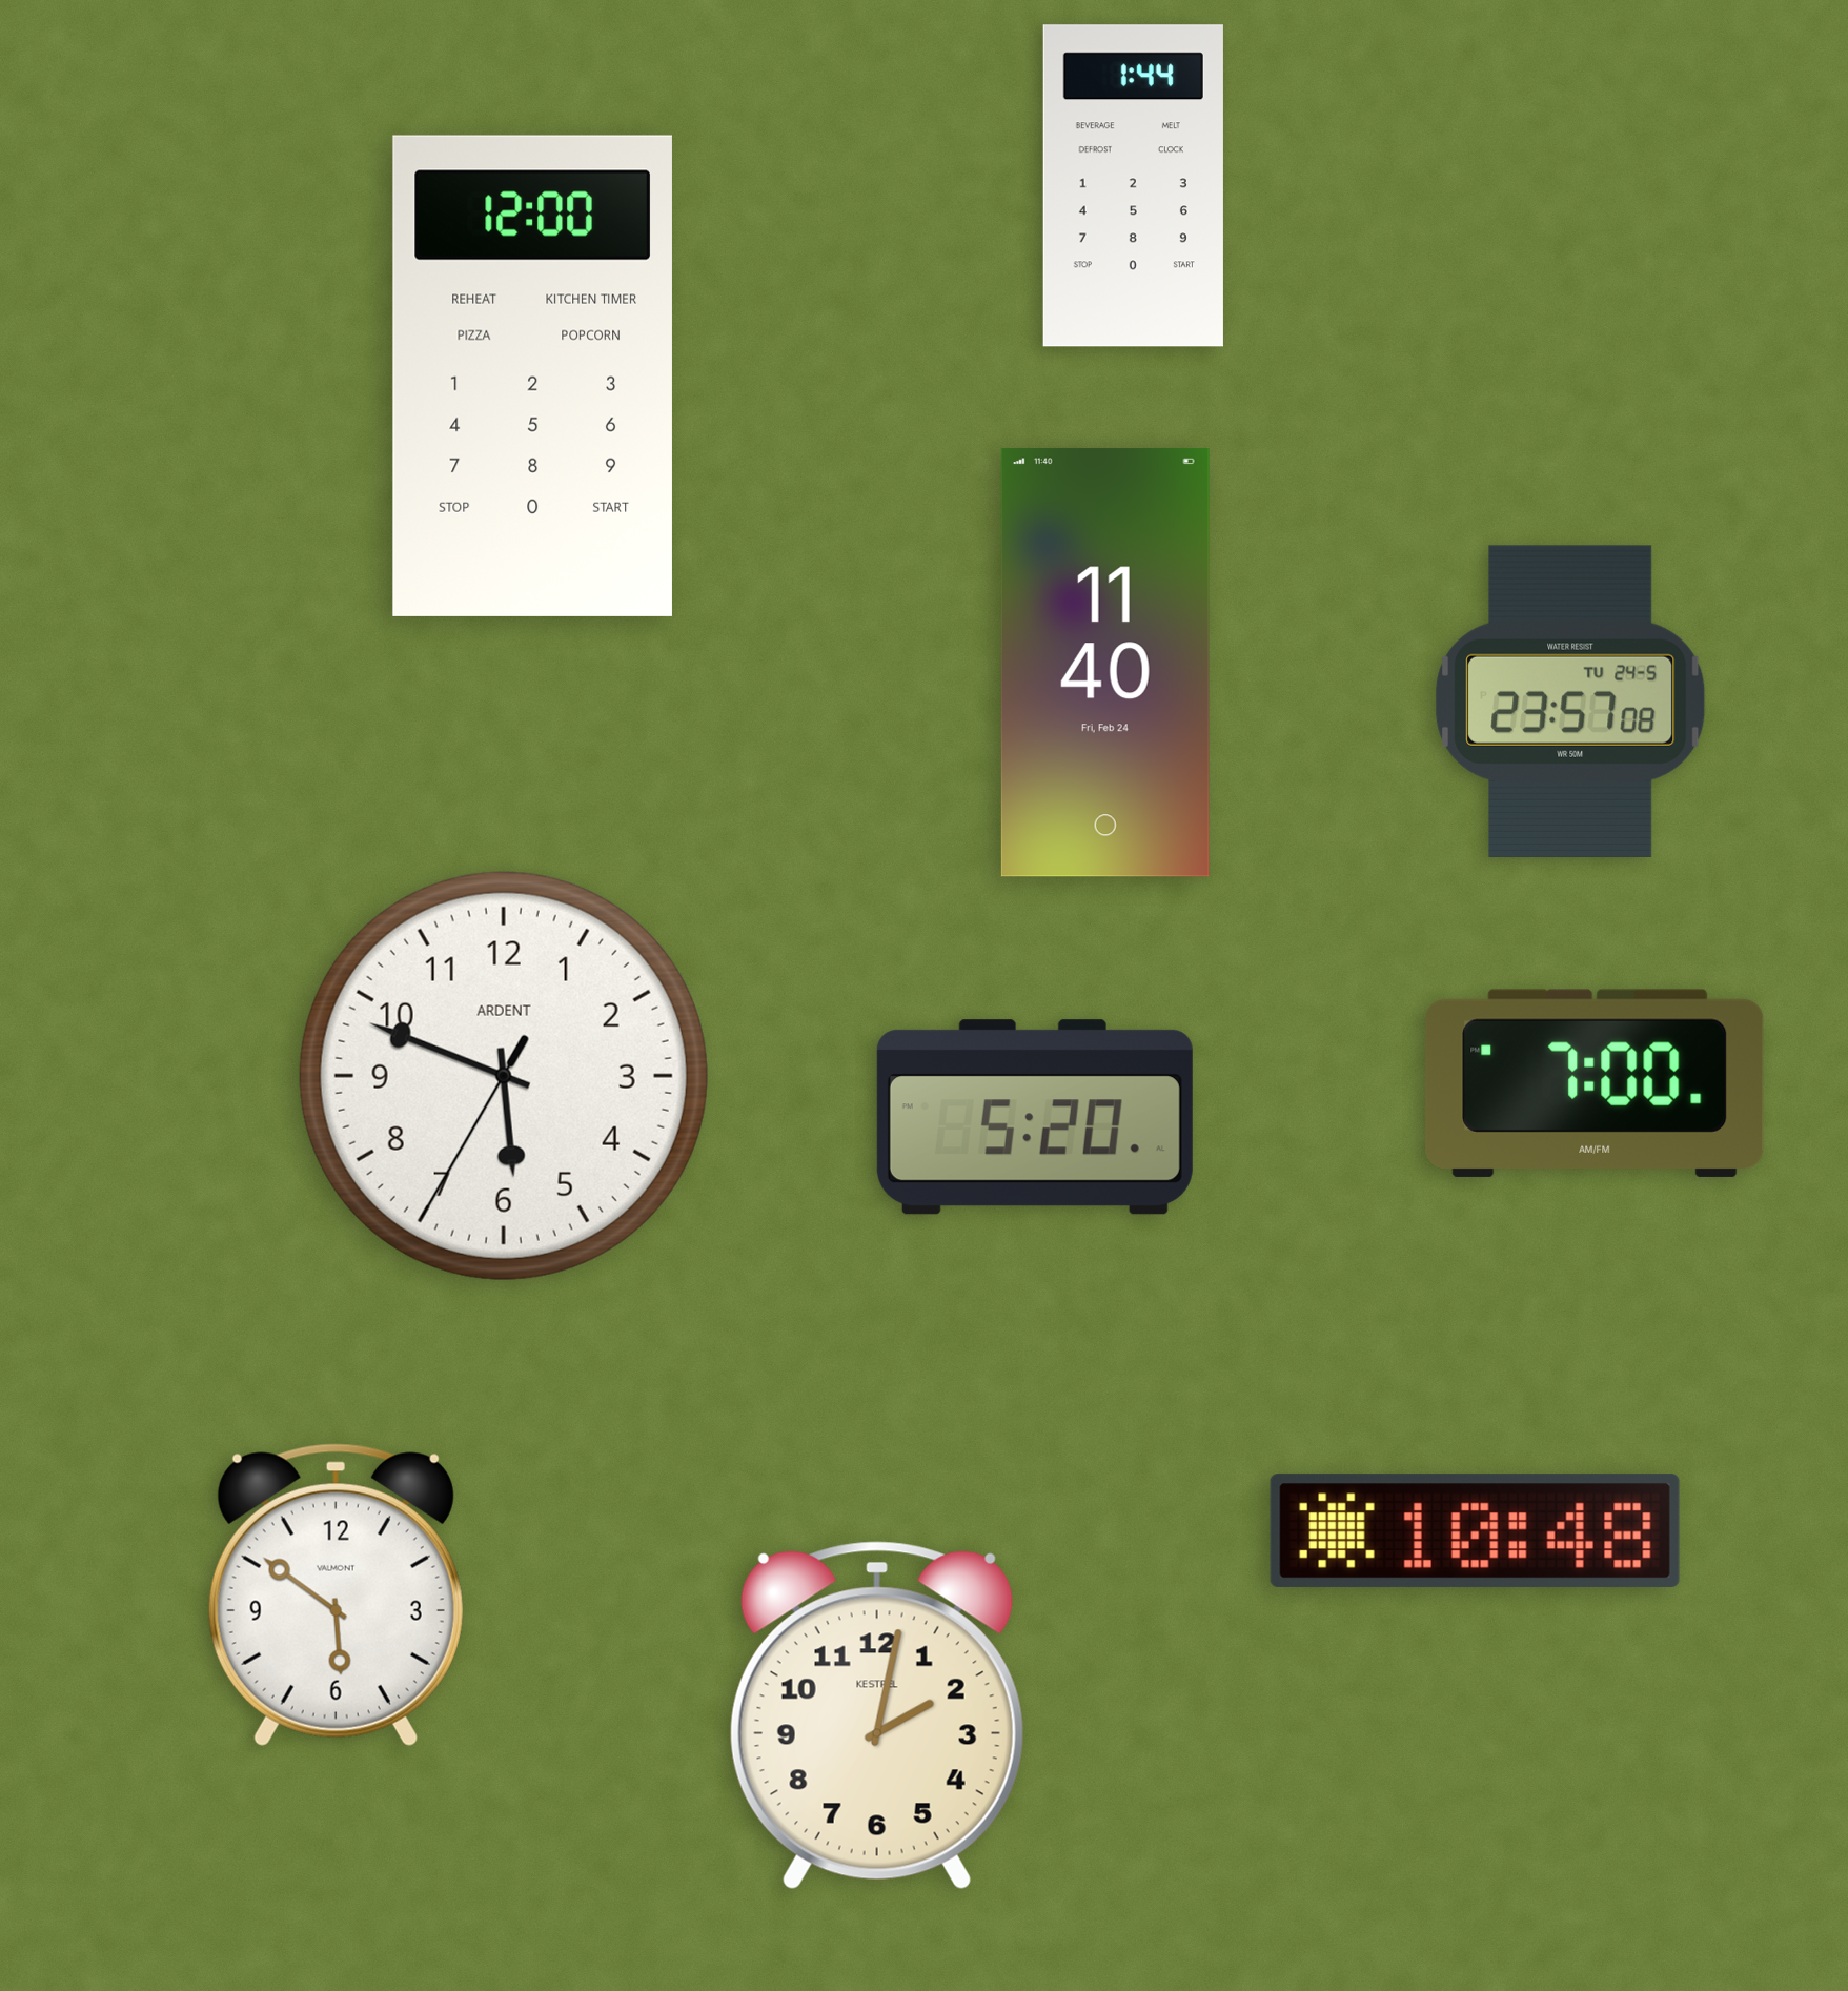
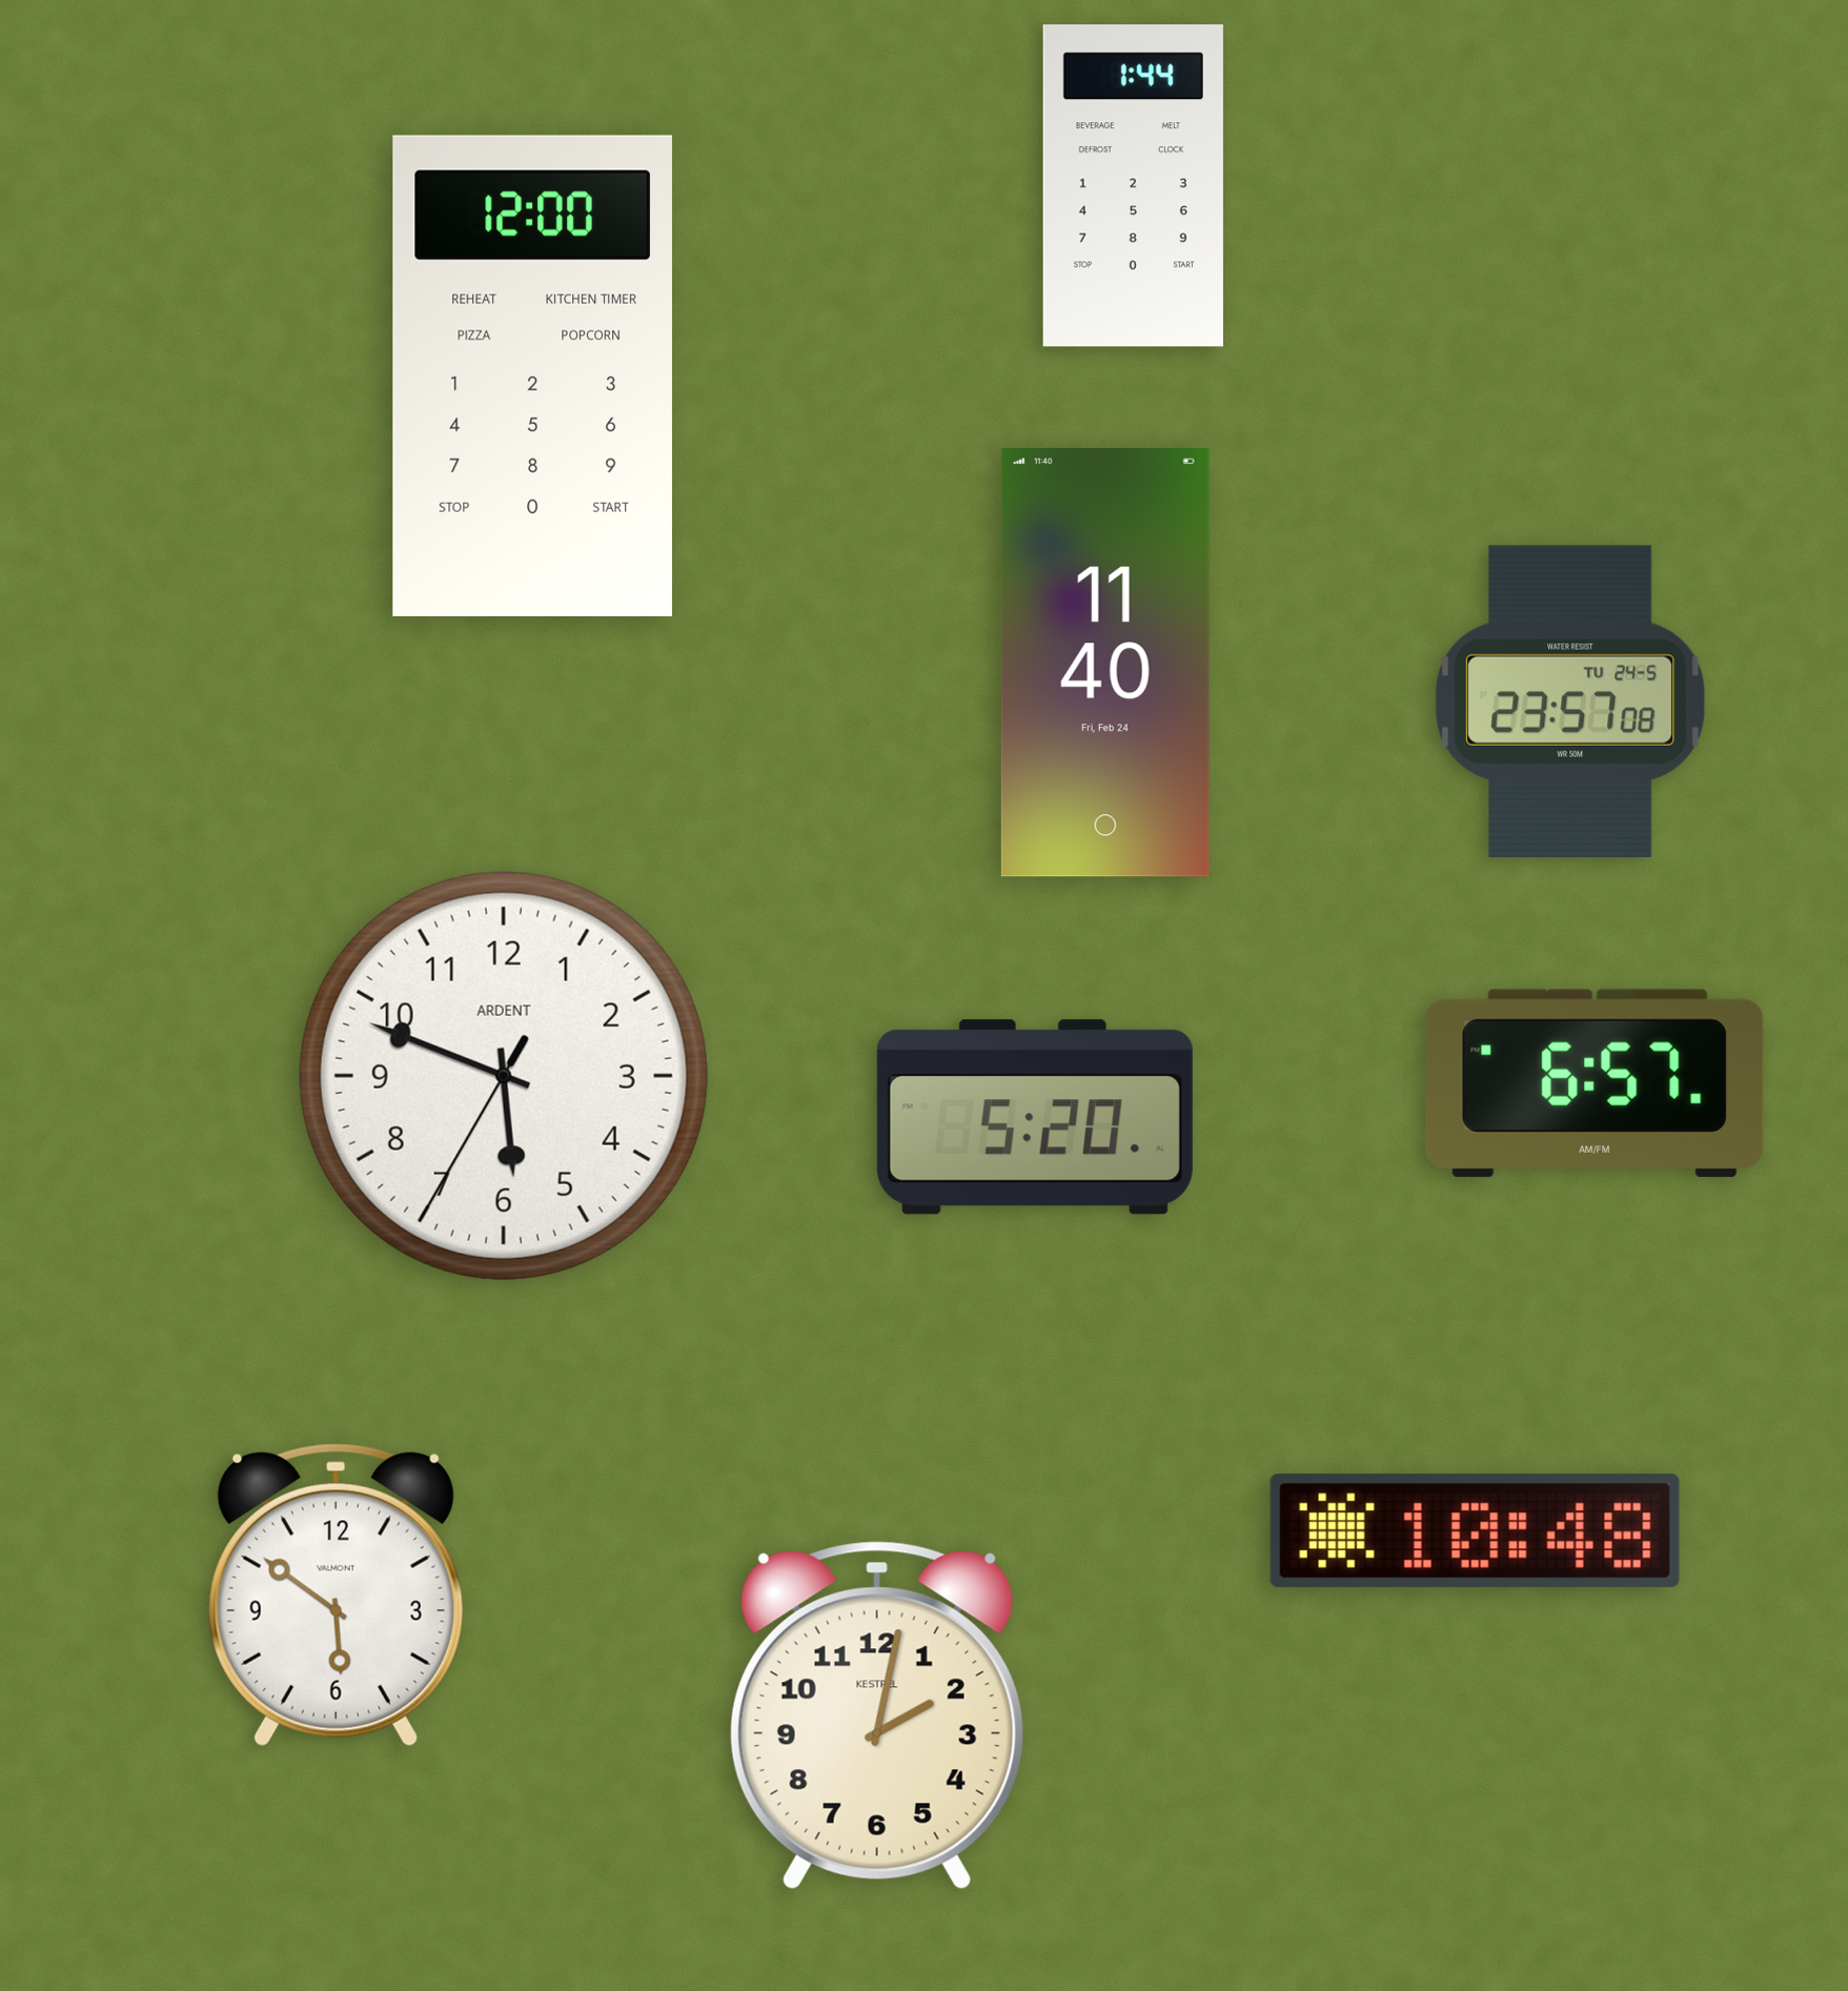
clock at (1595, 1083): 7:00 -> 6:57
